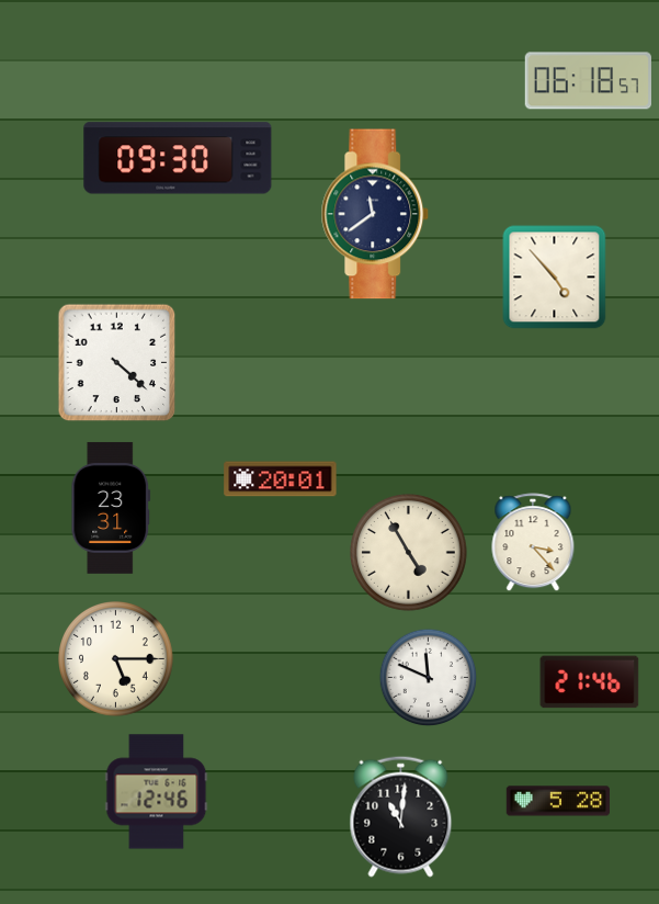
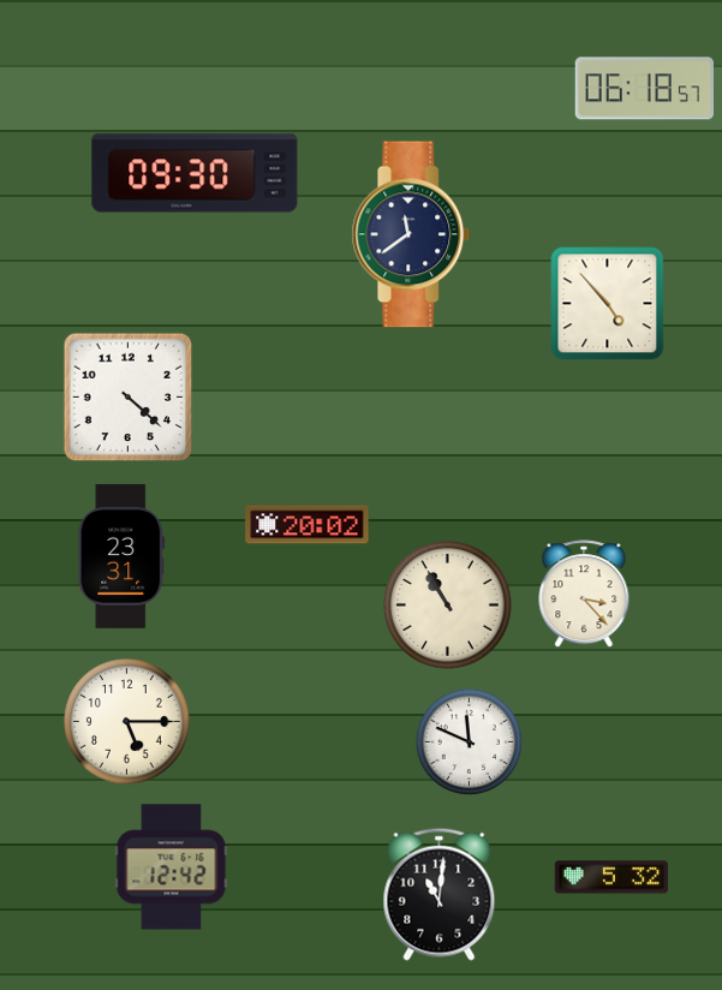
clock at (281, 479): 20:01 -> 20:02
clock at (409, 553): 4:55 -> 10:55
clock at (590, 682): 21:46 -> none
clock at (157, 792): 12:46 -> 12:42
clock at (557, 801): 5:28 -> 5:32
